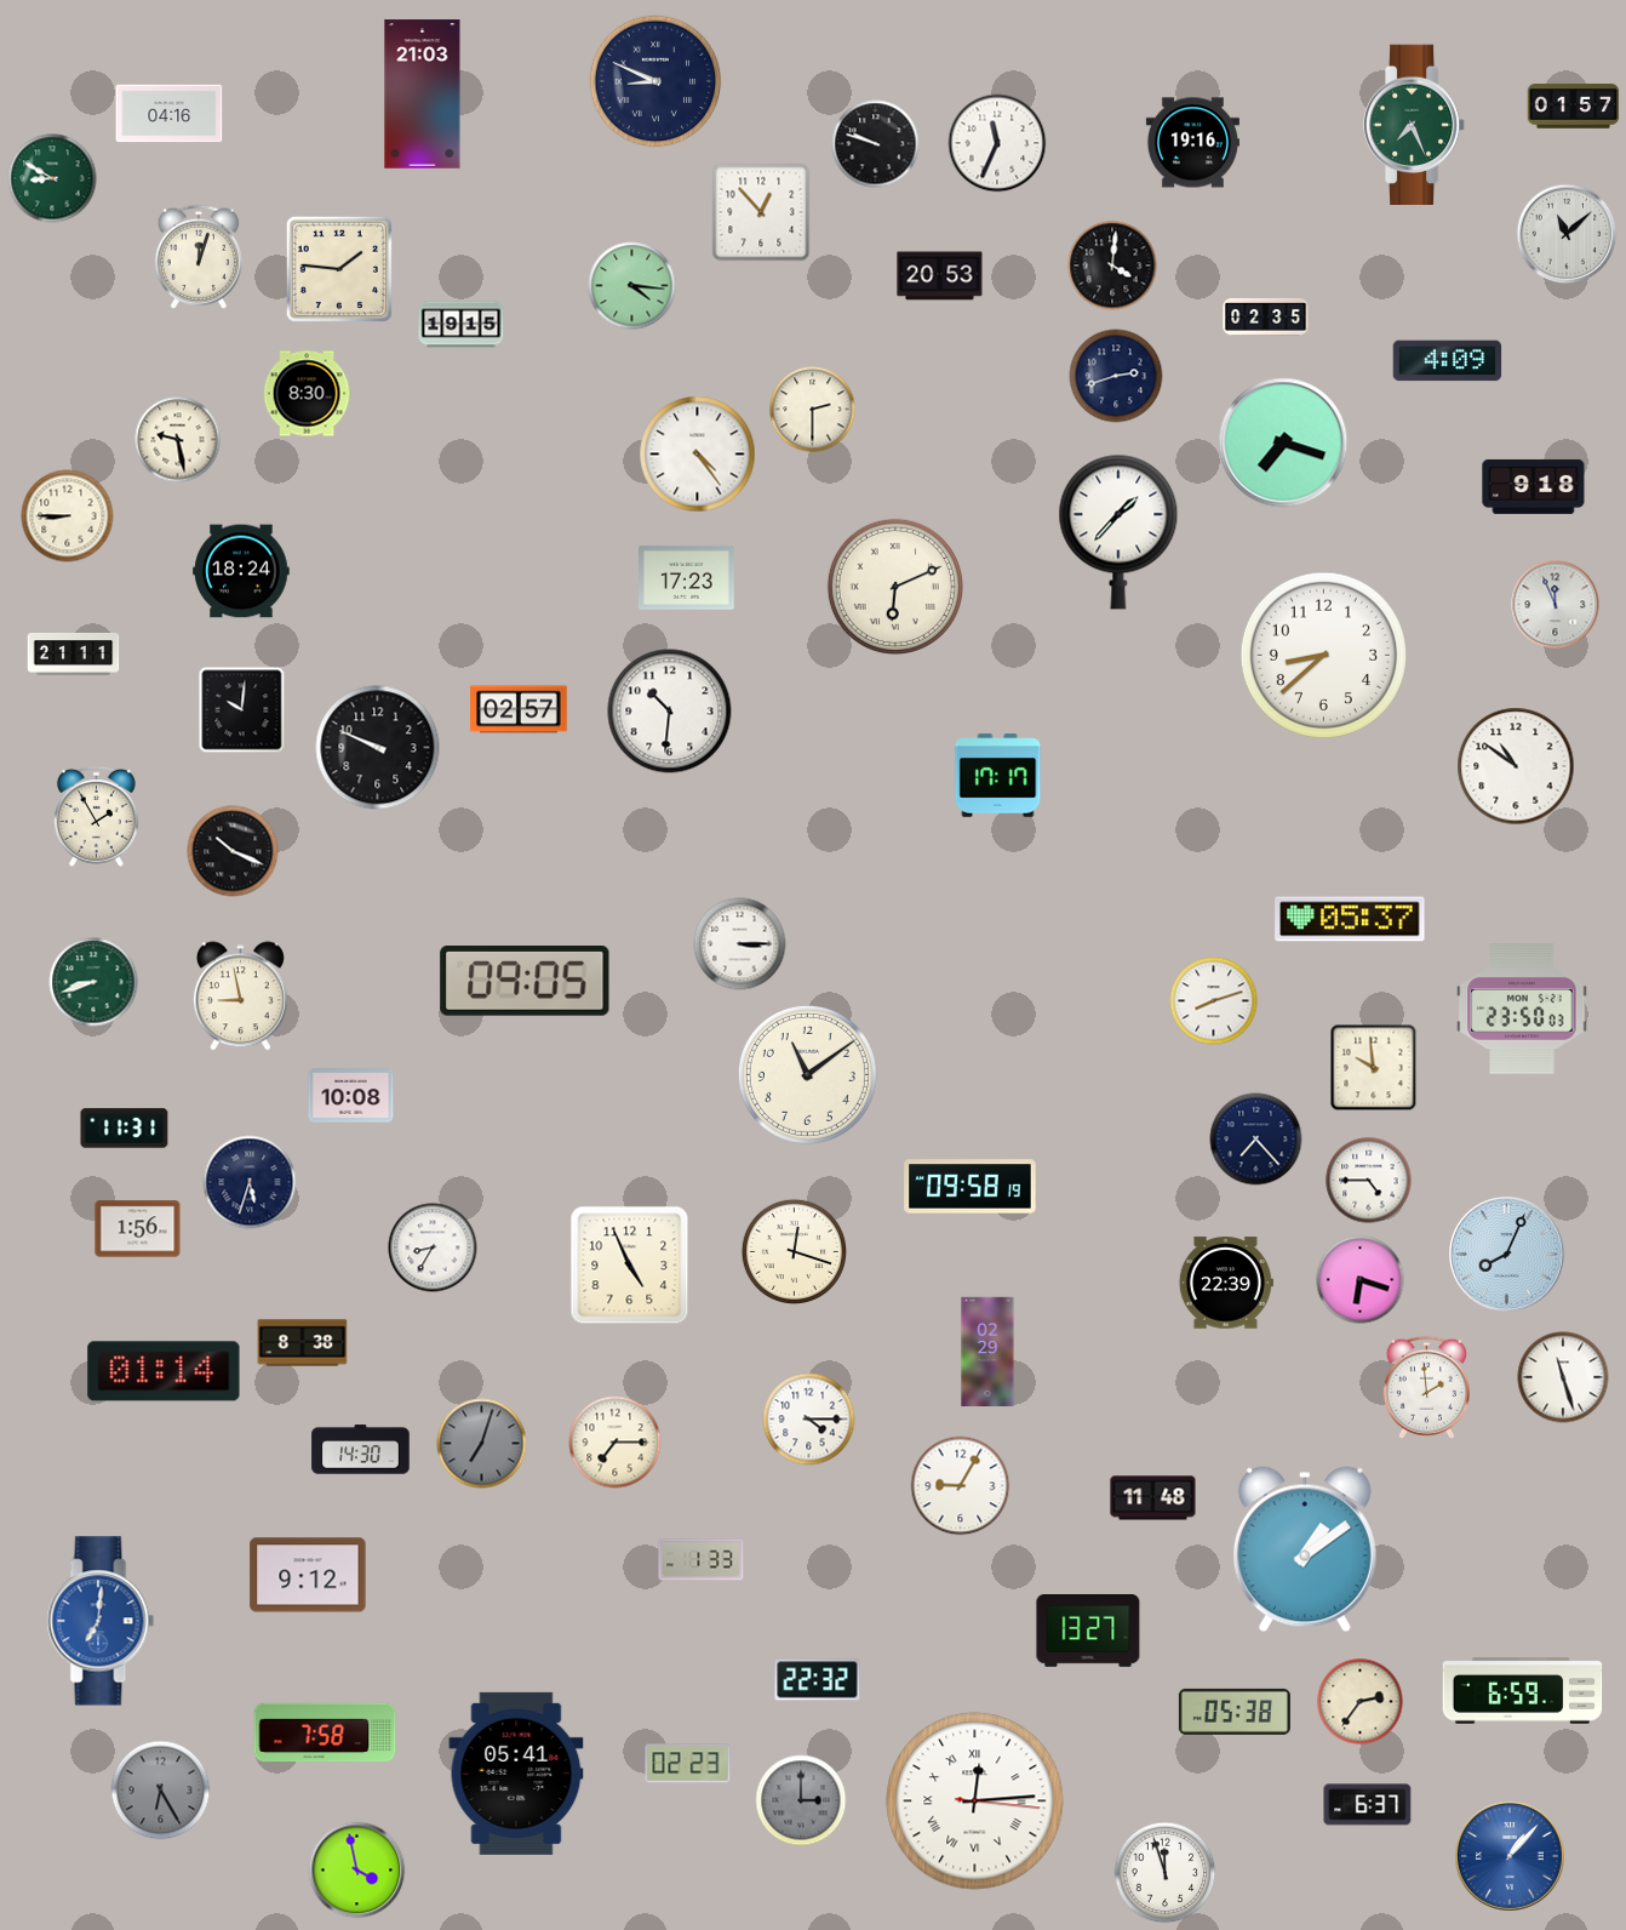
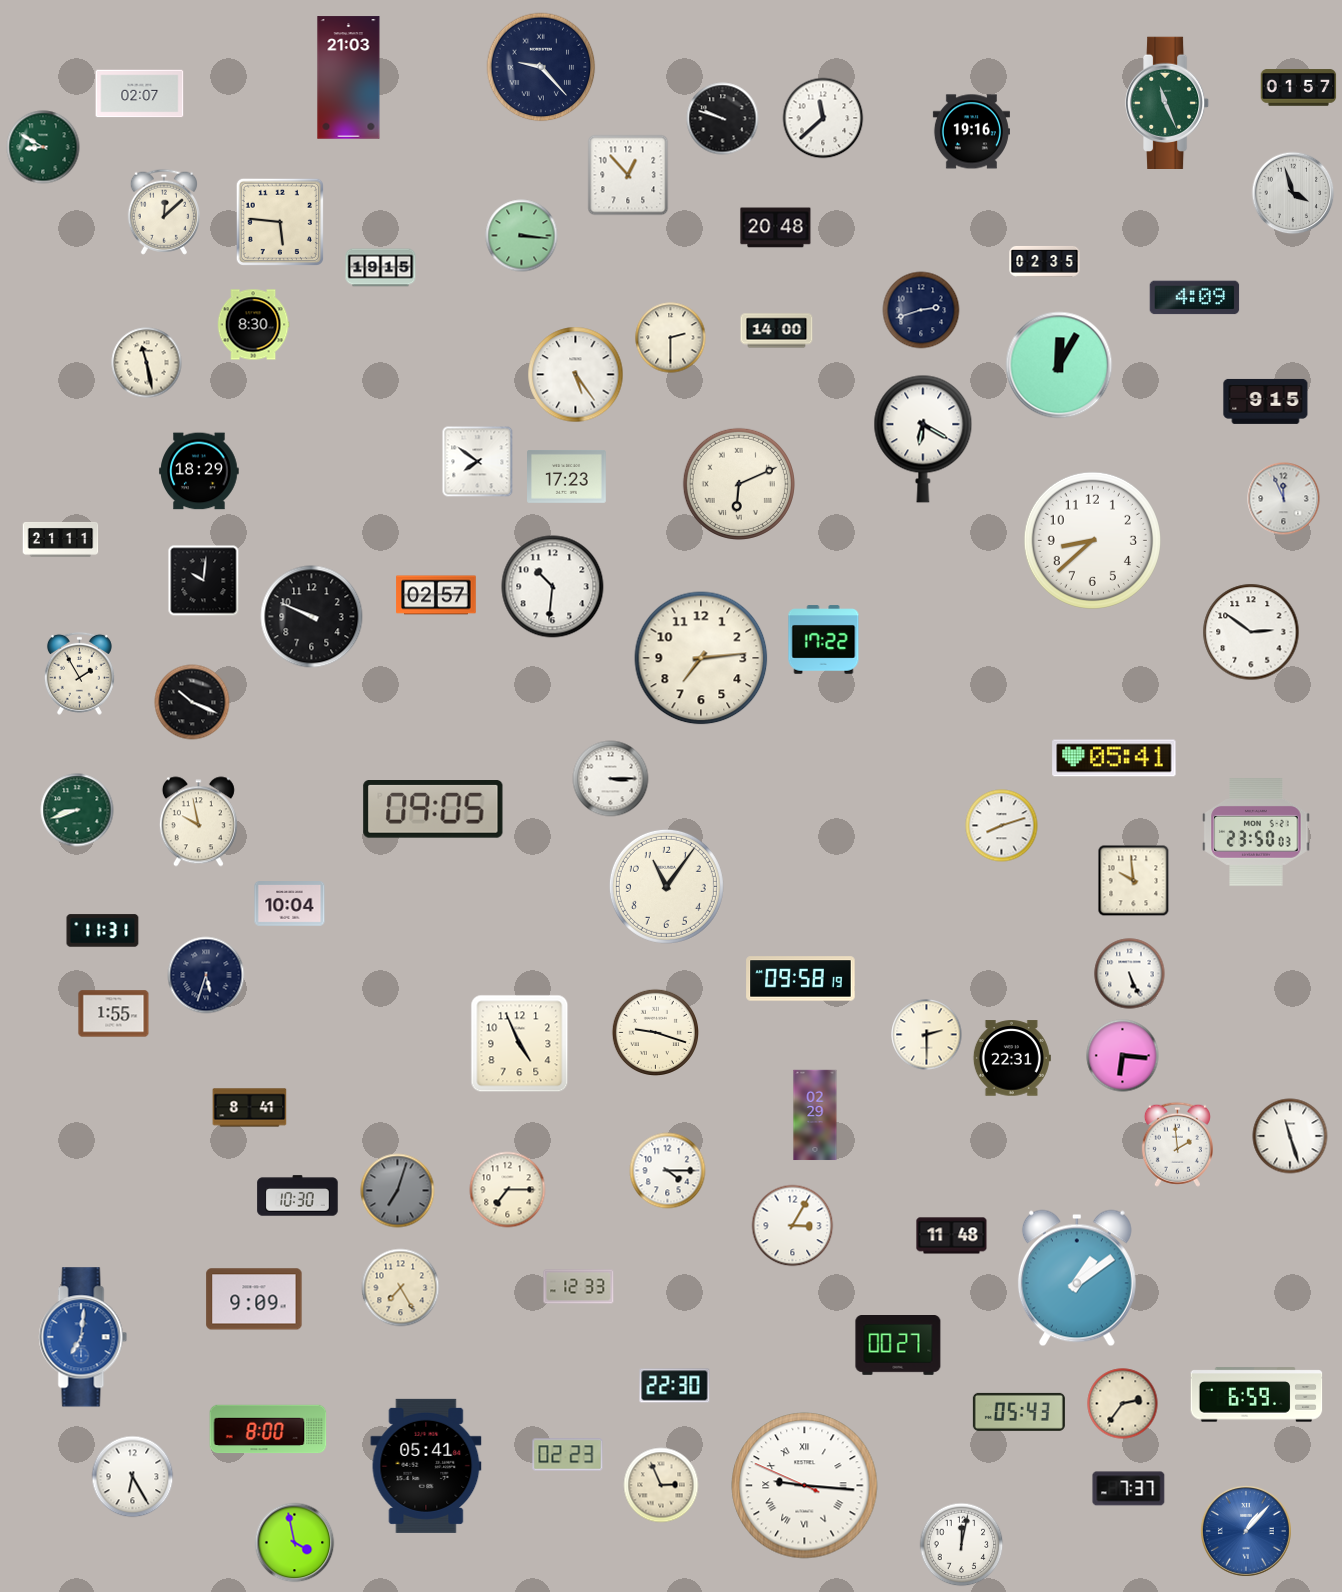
clock at (655, 81): 8:49 -> 9:23
clock at (170, 114): 04:16 -> 02:07
clock at (1414, 124): 7:26 -> 11:26
clock at (997, 143): 11:34 -> 11:38
clock at (1192, 143) position: (1192, 143) -> (971, 132)
clock at (1567, 234): 11:08 -> 3:57
clock at (199, 257): 12:03 -> 12:08
clock at (1112, 265): 4:01 -> none
clock at (339, 269): 1:46 -> 5:46
clock at (940, 276): 20:53 -> 20:48
clock at (632, 286): 4:16 -> 3:16
clock at (777, 331): none -> 14:00
clock at (178, 440): 9:28 -> 11:28
clock at (1283, 442): 7:18 -> 12:05
clock at (698, 455): 4:24 -> 5:24
clock at (1534, 486): 9:18 -> 9:15
clock at (68, 516): 8:45 -> none
clock at (1118, 532): 1:37 -> 6:20
clock at (478, 462): none -> 7:51
clock at (241, 571): 18:24 -> 18:29
clock at (519, 709) position: (519, 709) -> (436, 595)
clock at (242, 710) position: (242, 710) -> (204, 581)
clock at (1516, 766): 10:51 -> 2:51
clock at (998, 776): 17:17 -> 17:22
clock at (701, 658): none -> 7:14
clock at (1350, 919): 05:37 -> 05:41
clock at (240, 997): 8:58 -> 9:58
clock at (807, 1074): 11:09 -> 11:06
clock at (351, 1096): 10:08 -> 10:04
clock at (1256, 1140): 7:23 -> none
clock at (1369, 1181): 4:45 -> 5:26
clock at (138, 1229): 1:56 -> 1:55
clock at (433, 1247): 8:35 -> none
clock at (794, 1251): 12:18 -> 9:18
clock at (927, 1035): none -> 2:30
clock at (1507, 1255): 8:04 -> none
clock at (1361, 1280): 6:18 -> 6:16
clock at (1226, 1283): 22:39 -> 22:31
clock at (303, 1343): 8:38 -> 8:41
clock at (164, 1371): 01:14 -> none
clock at (361, 1450): 14:30 -> 10:30
clock at (961, 1486): 9:05 -> 3:05
clock at (702, 1560): 1:33 -> 12:33
clock at (401, 1288): none -> 7:25
clock at (308, 1575): 9:12 -> 9:09
clock at (1088, 1632): 13:27 -> 00:27
clock at (818, 1680): 22:32 -> 22:30
clock at (1235, 1712): 05:38 -> 05:43
clock at (325, 1732): 7:58 -> 8:00
clock at (516, 1774) position: (516, 1774) -> (426, 1466)
clock at (161, 1791) dial: grey -> white
clock at (801, 1800): 3:00 -> 2:56
clock at (801, 1800) dial: grey -> cream
clock at (975, 1801): 12:14 -> 9:15
clock at (1368, 1805): 6:37 -> 7:37
clock at (1166, 1873): 11:57 -> 12:02
